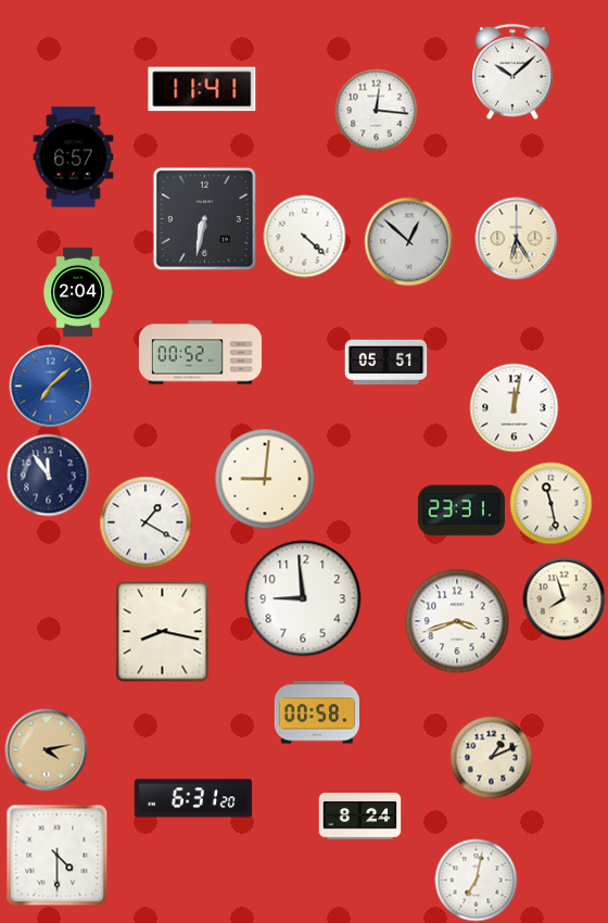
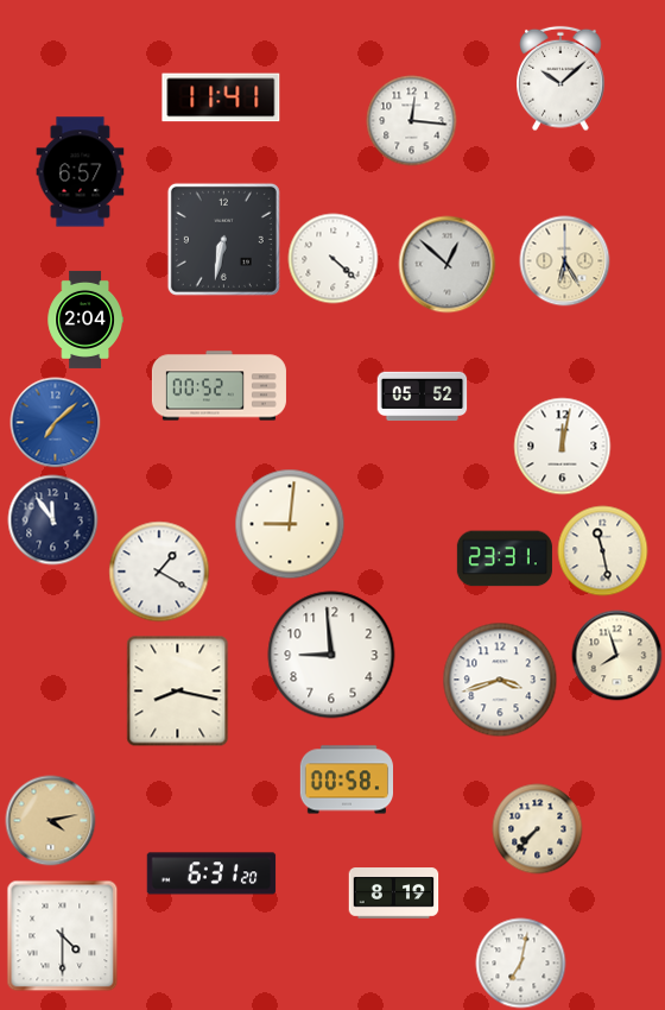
clock at (387, 363): 05:51 -> 05:52
clock at (492, 758): 1:11 -> 7:37
clock at (360, 817): 8:24 -> 8:19
